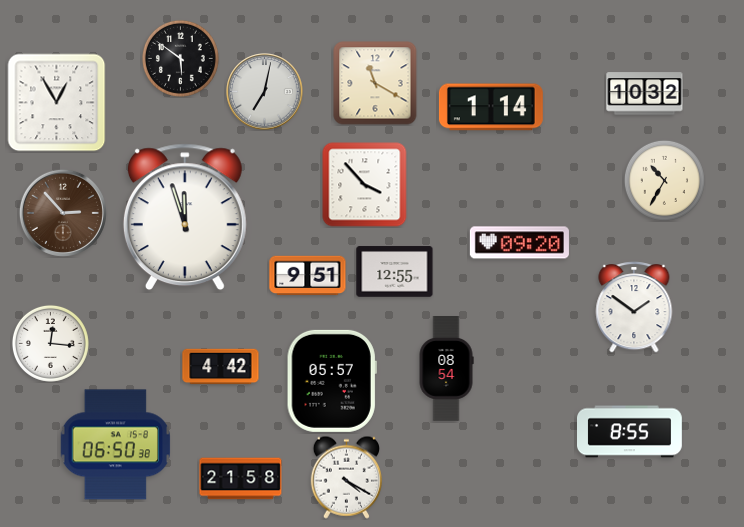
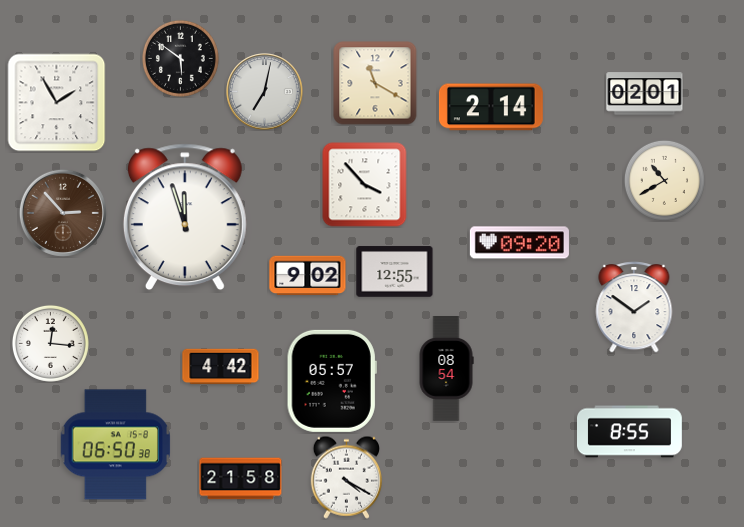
clock at (645, 94): 10:32 -> 02:01
clock at (57, 103): 12:55 -> 1:55
clock at (491, 107): 1:14 -> 2:14
clock at (664, 180): 10:35 -> 10:40
clock at (308, 276): 9:51 -> 9:02
